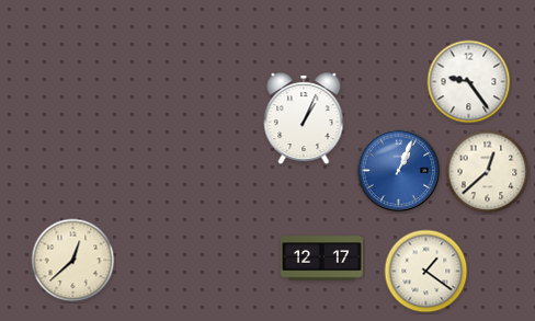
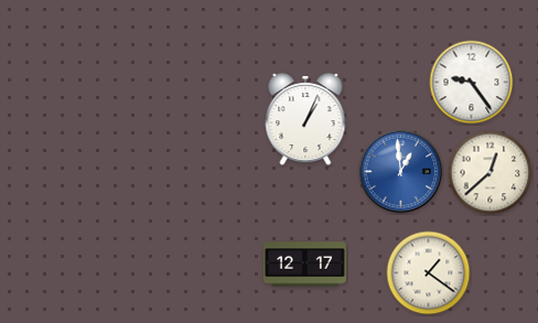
clock at (399, 171): 1:04 -> 12:59
clock at (321, 259) position: (321, 259) -> (304, 265)
clock at (73, 261): 12:38 -> none
